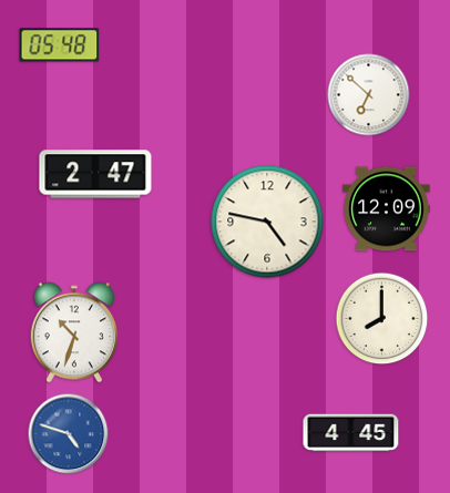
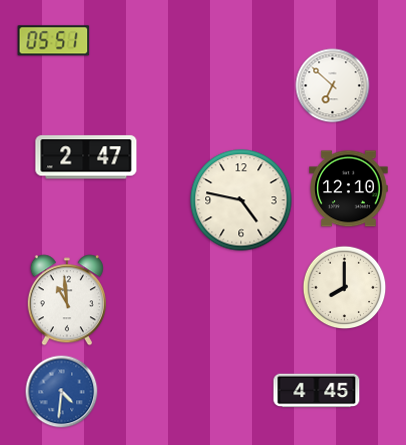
clock at (60, 45): 05:48 -> 05:51
clock at (387, 209): 12:09 -> 12:10
clock at (74, 332): 10:33 -> 10:59
clock at (69, 434): 4:48 -> 4:31
